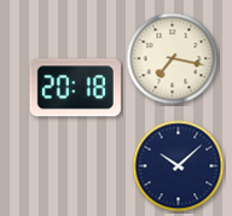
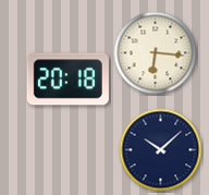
clock at (173, 59): 7:17 -> 6:16
